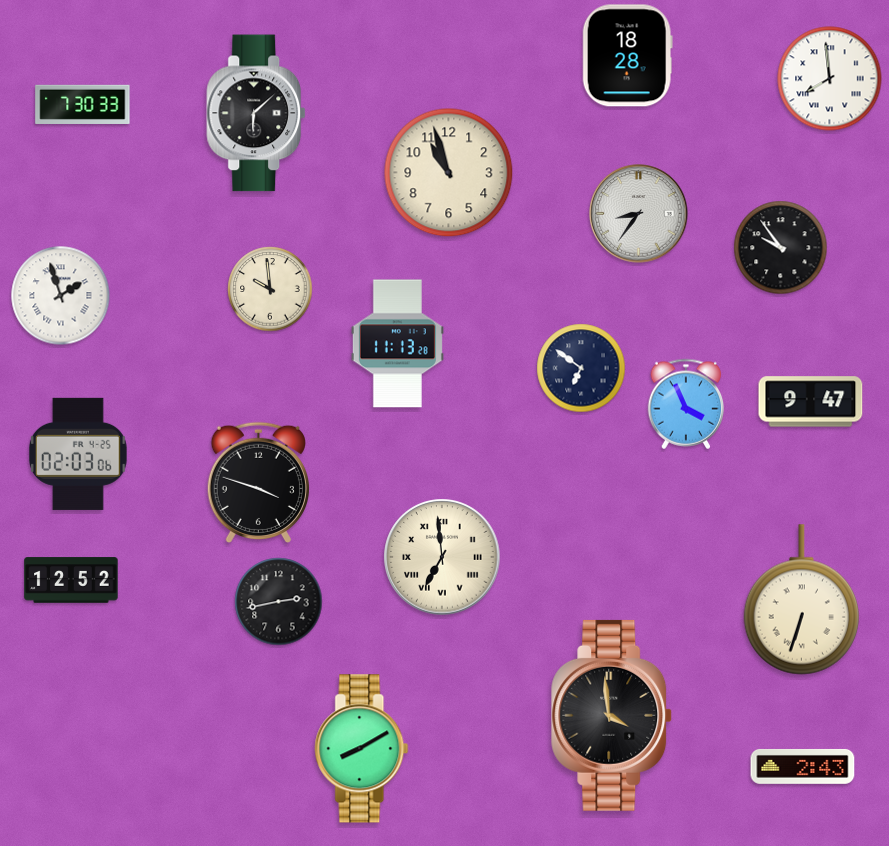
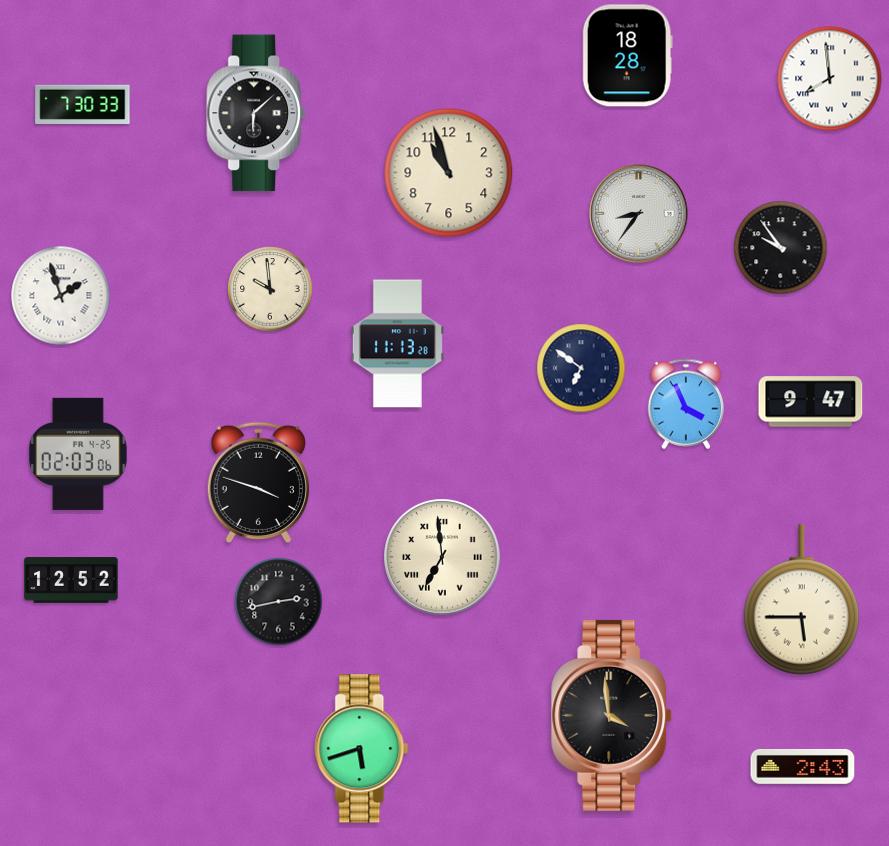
clock at (801, 600): 6:33 -> 5:45
clock at (362, 749): 8:10 -> 5:42
